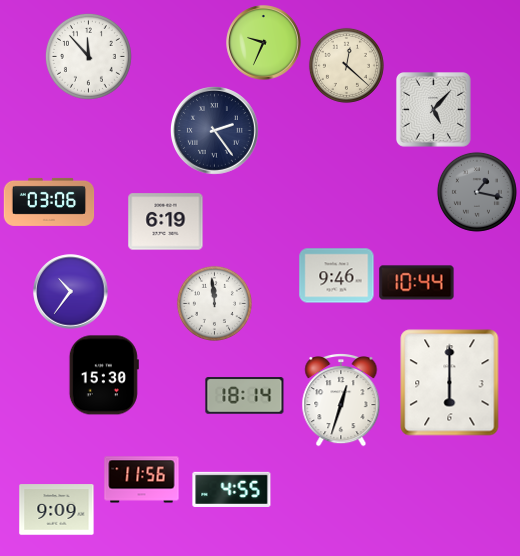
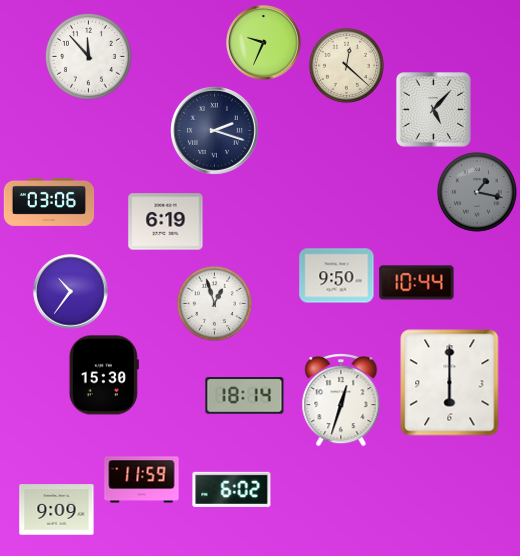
clock at (215, 131): 2:24 -> 2:18
clock at (337, 276): 9:46 -> 9:50
clock at (214, 303): 11:59 -> 12:57
clock at (142, 480): 11:56 -> 11:59
clock at (232, 489): 4:55 -> 6:02
